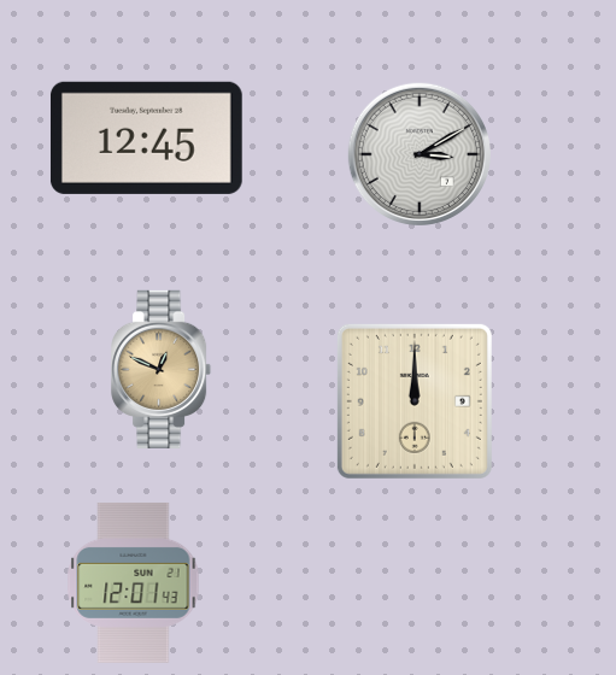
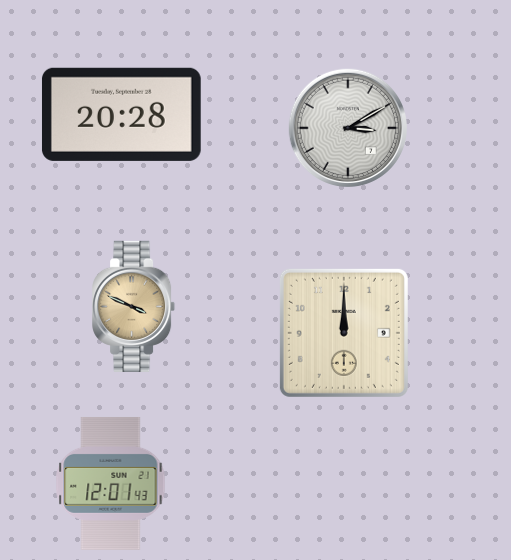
clock at (146, 137): 12:45 -> 20:28
clock at (162, 369): 12:49 -> 3:49
